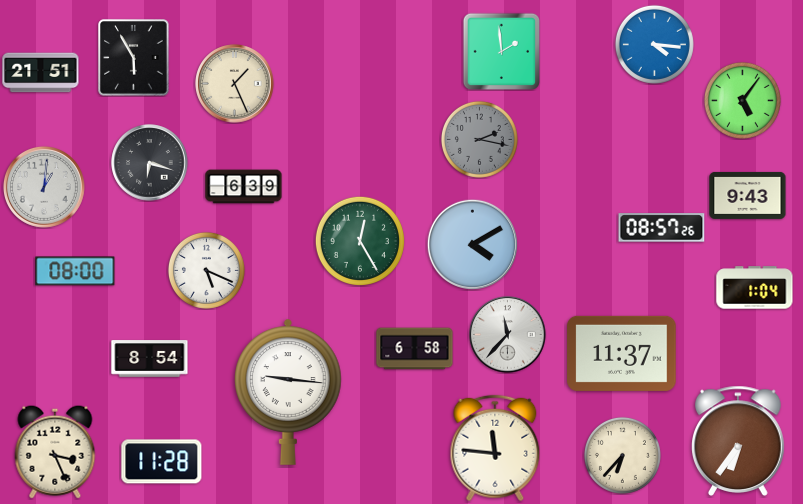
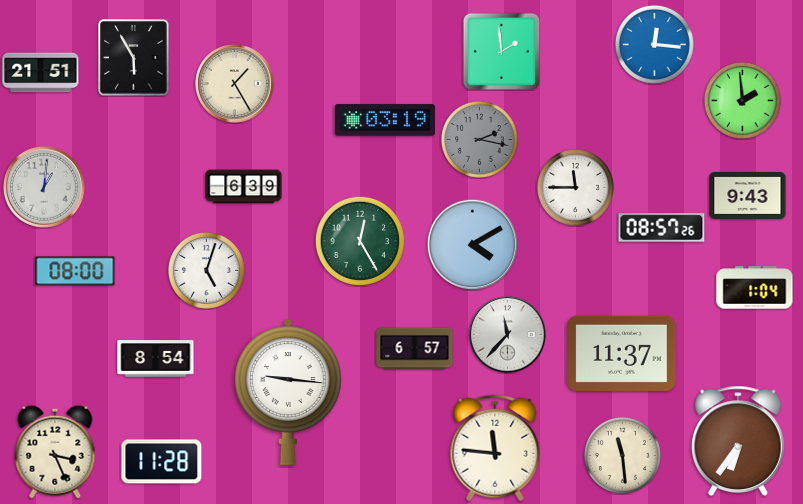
clock at (654, 44): 4:16 -> 12:16
clock at (235, 84): 1:26 -> 1:25
clock at (742, 100): 5:06 -> 1:59
clock at (385, 120): none -> 03:19
clock at (150, 163): 6:18 -> none
clock at (575, 187): none -> 11:45
clock at (206, 270): 5:19 -> 5:03
clock at (415, 349): 6:58 -> 6:57
clock at (150, 359) position: (150, 359) -> (156, 359)
clock at (622, 455): 6:37 -> 11:29
